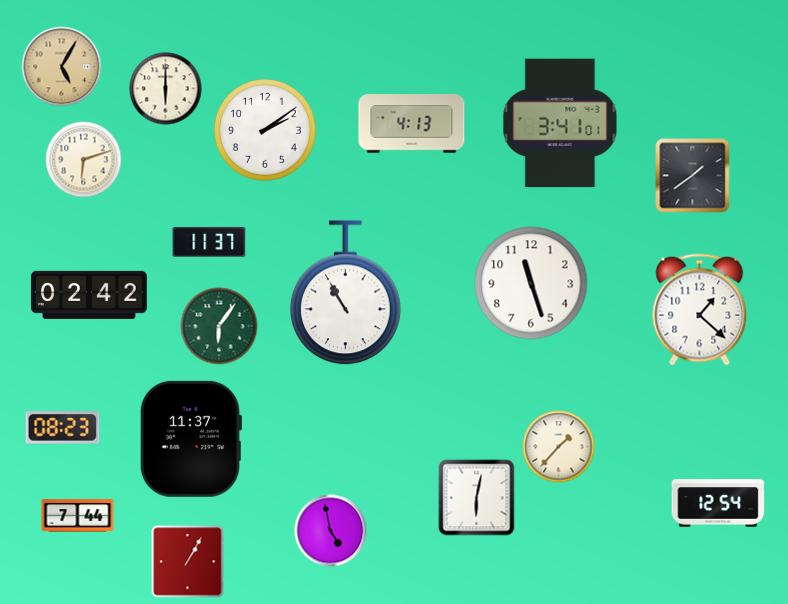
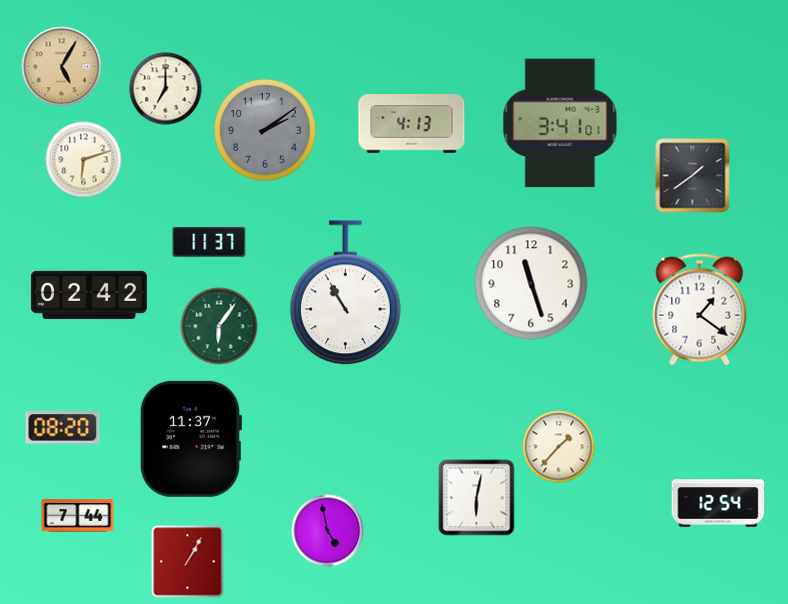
clock at (166, 89): 6:00 -> 7:00
clock at (265, 130) dial: white -> grey
clock at (700, 310): 1:22 -> 1:21
clock at (63, 428): 08:23 -> 08:20
clock at (331, 531) position: (331, 531) -> (328, 531)
